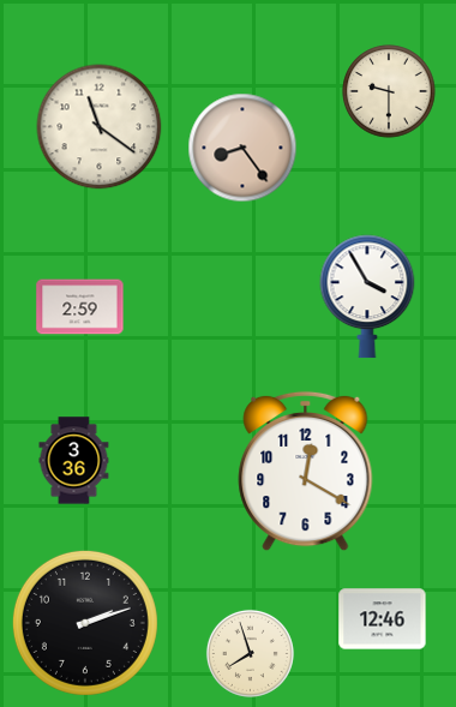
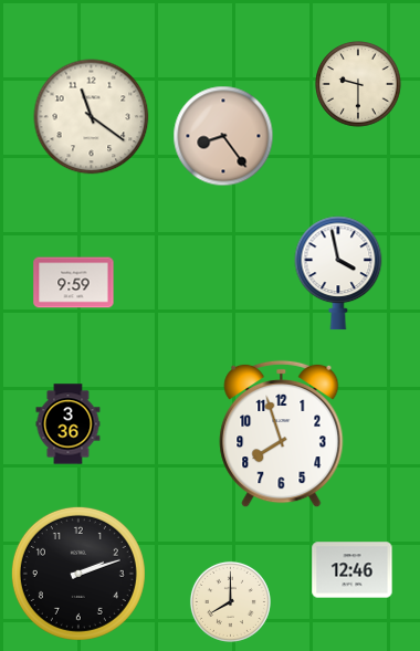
clock at (367, 296): 3:55 -> 3:58
clock at (80, 307): 2:59 -> 9:59
clock at (306, 472): 12:20 -> 7:57
clock at (250, 653): 7:57 -> 8:00
